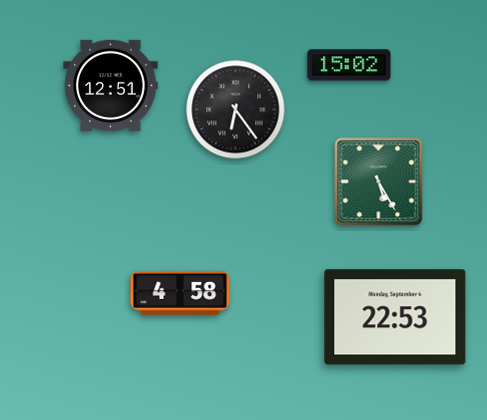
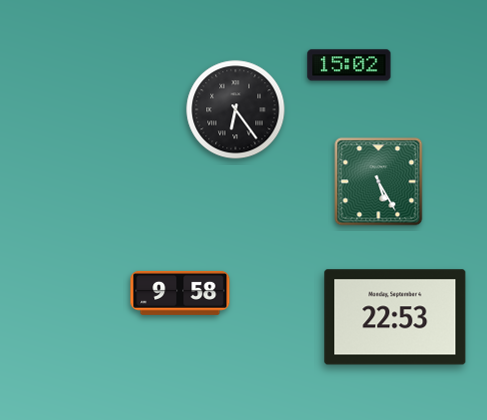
clock at (111, 85): 12:51 -> none
clock at (180, 293): 4:58 -> 9:58
